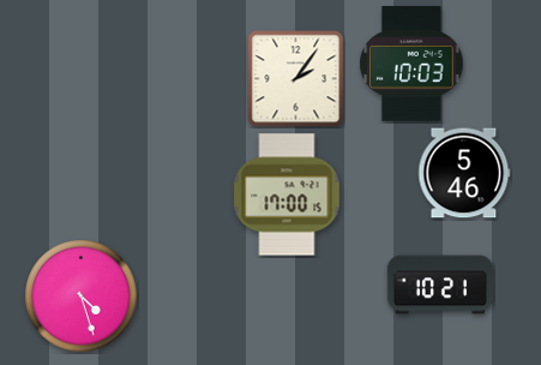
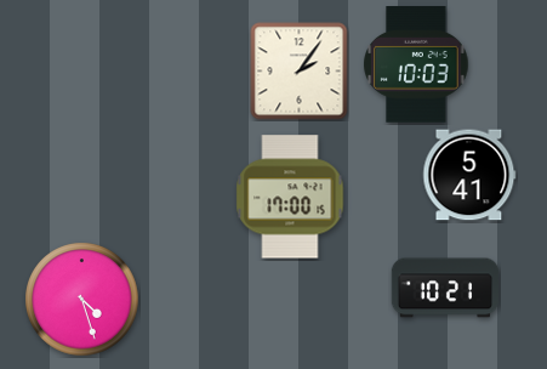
clock at (296, 79) position: (296, 79) -> (300, 72)
clock at (464, 173): 5:46 -> 5:41
